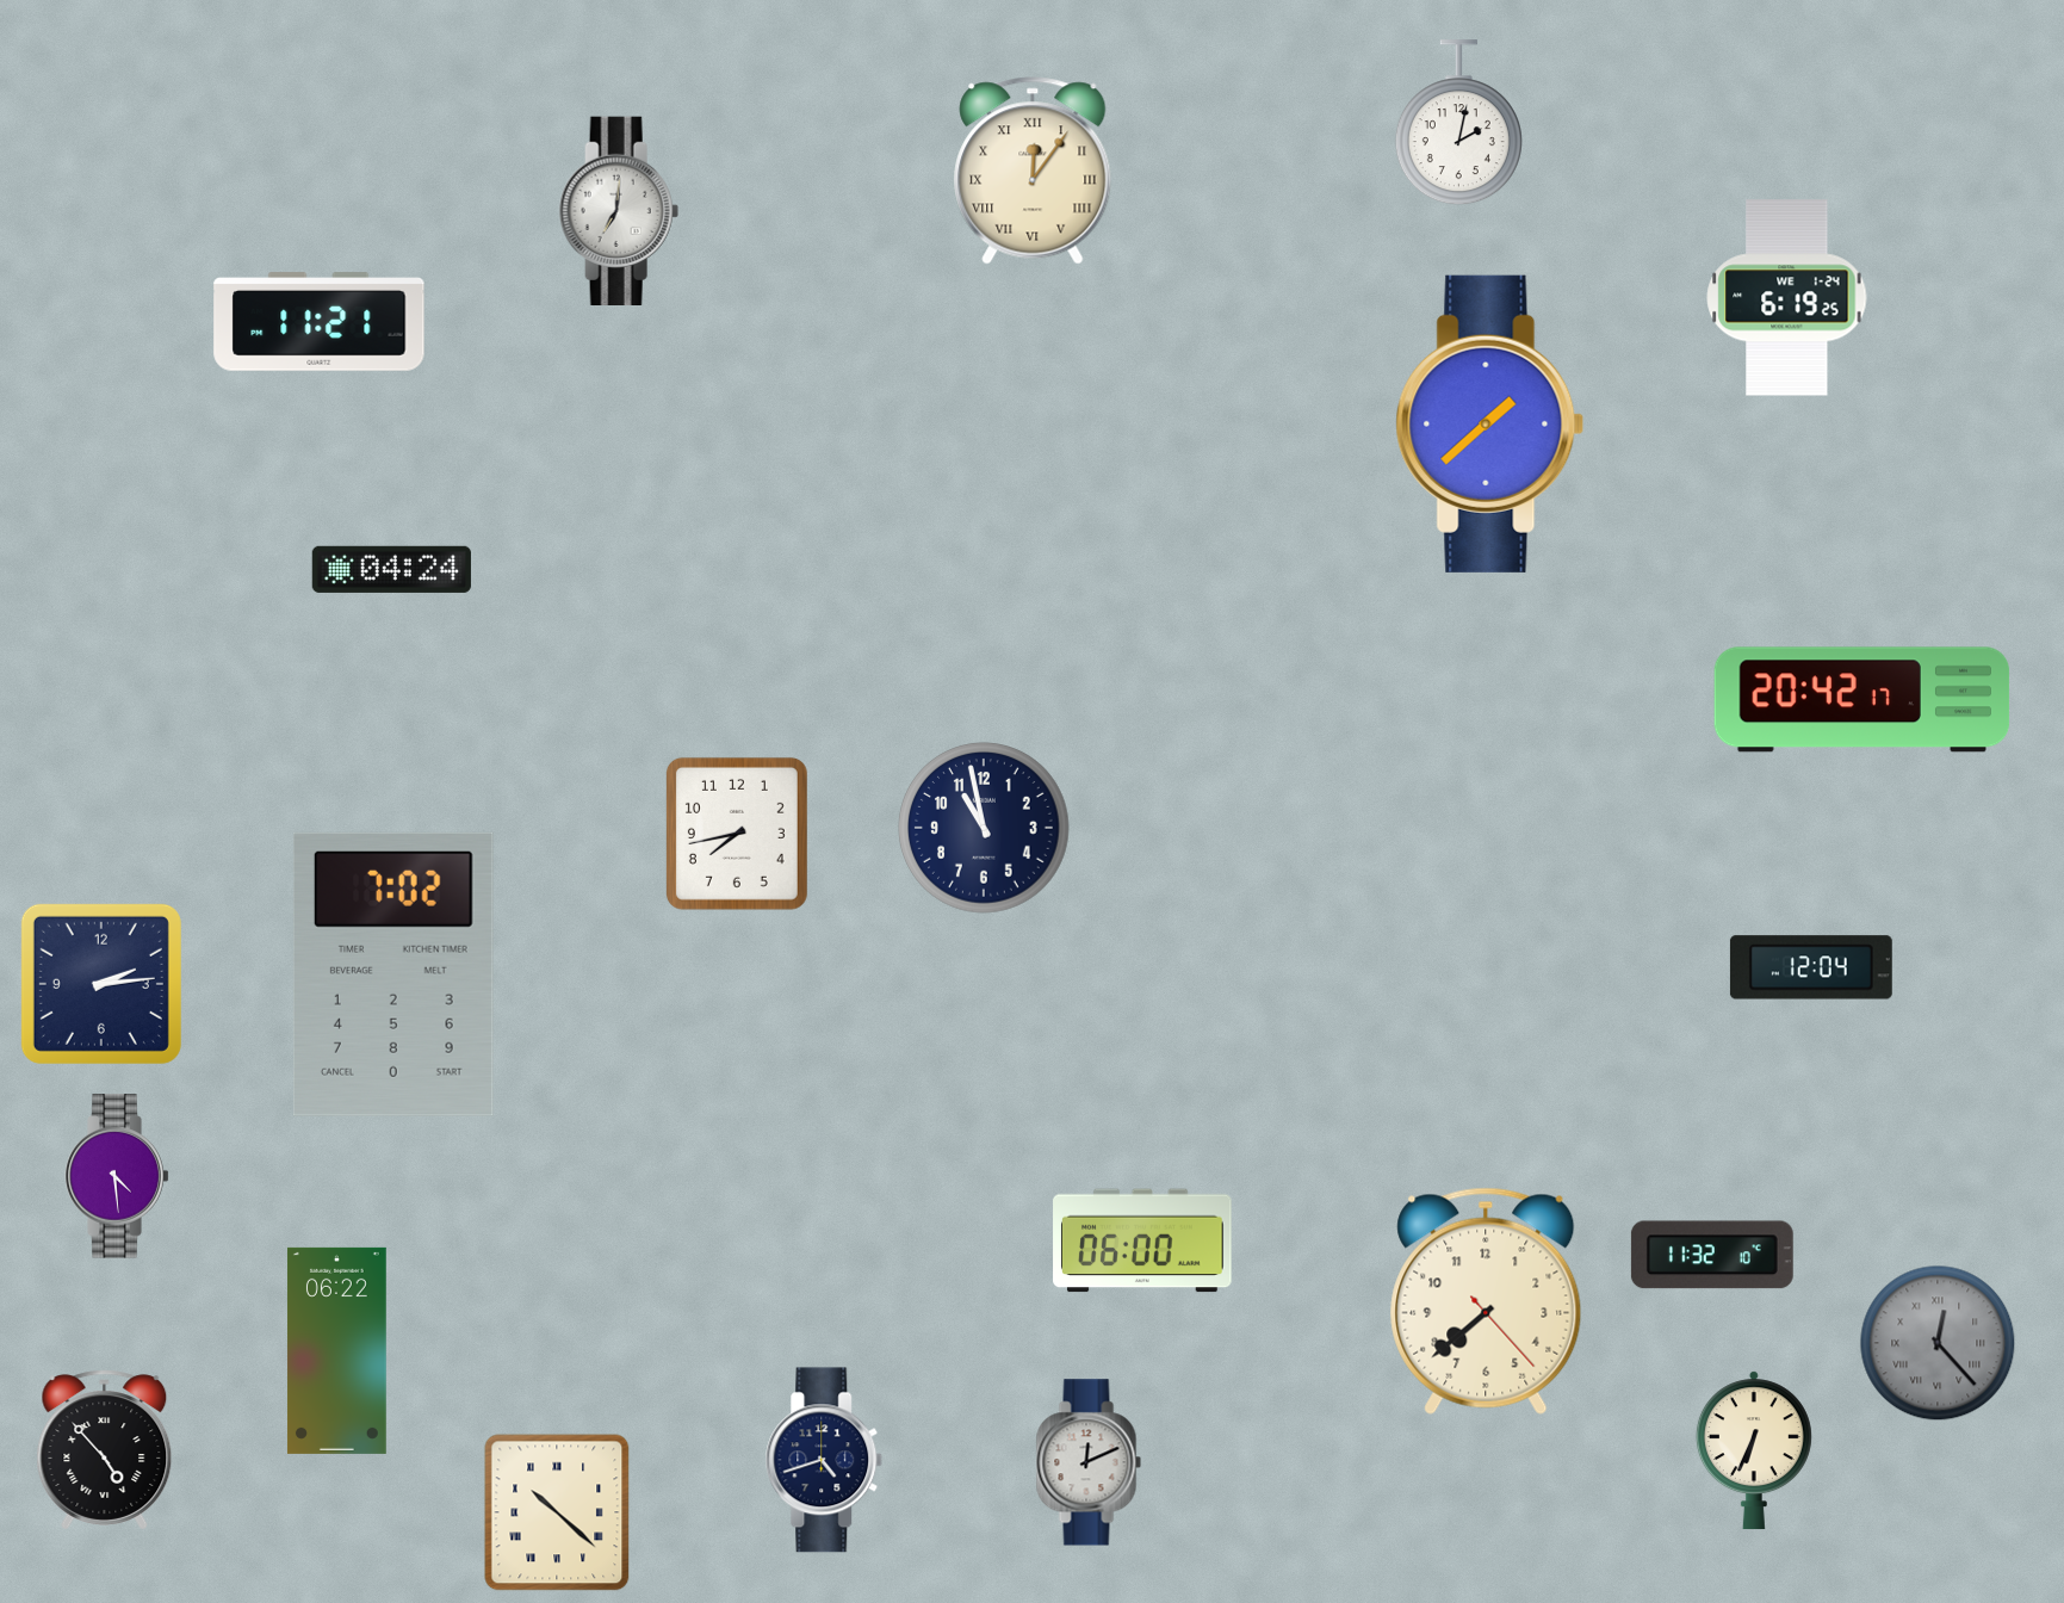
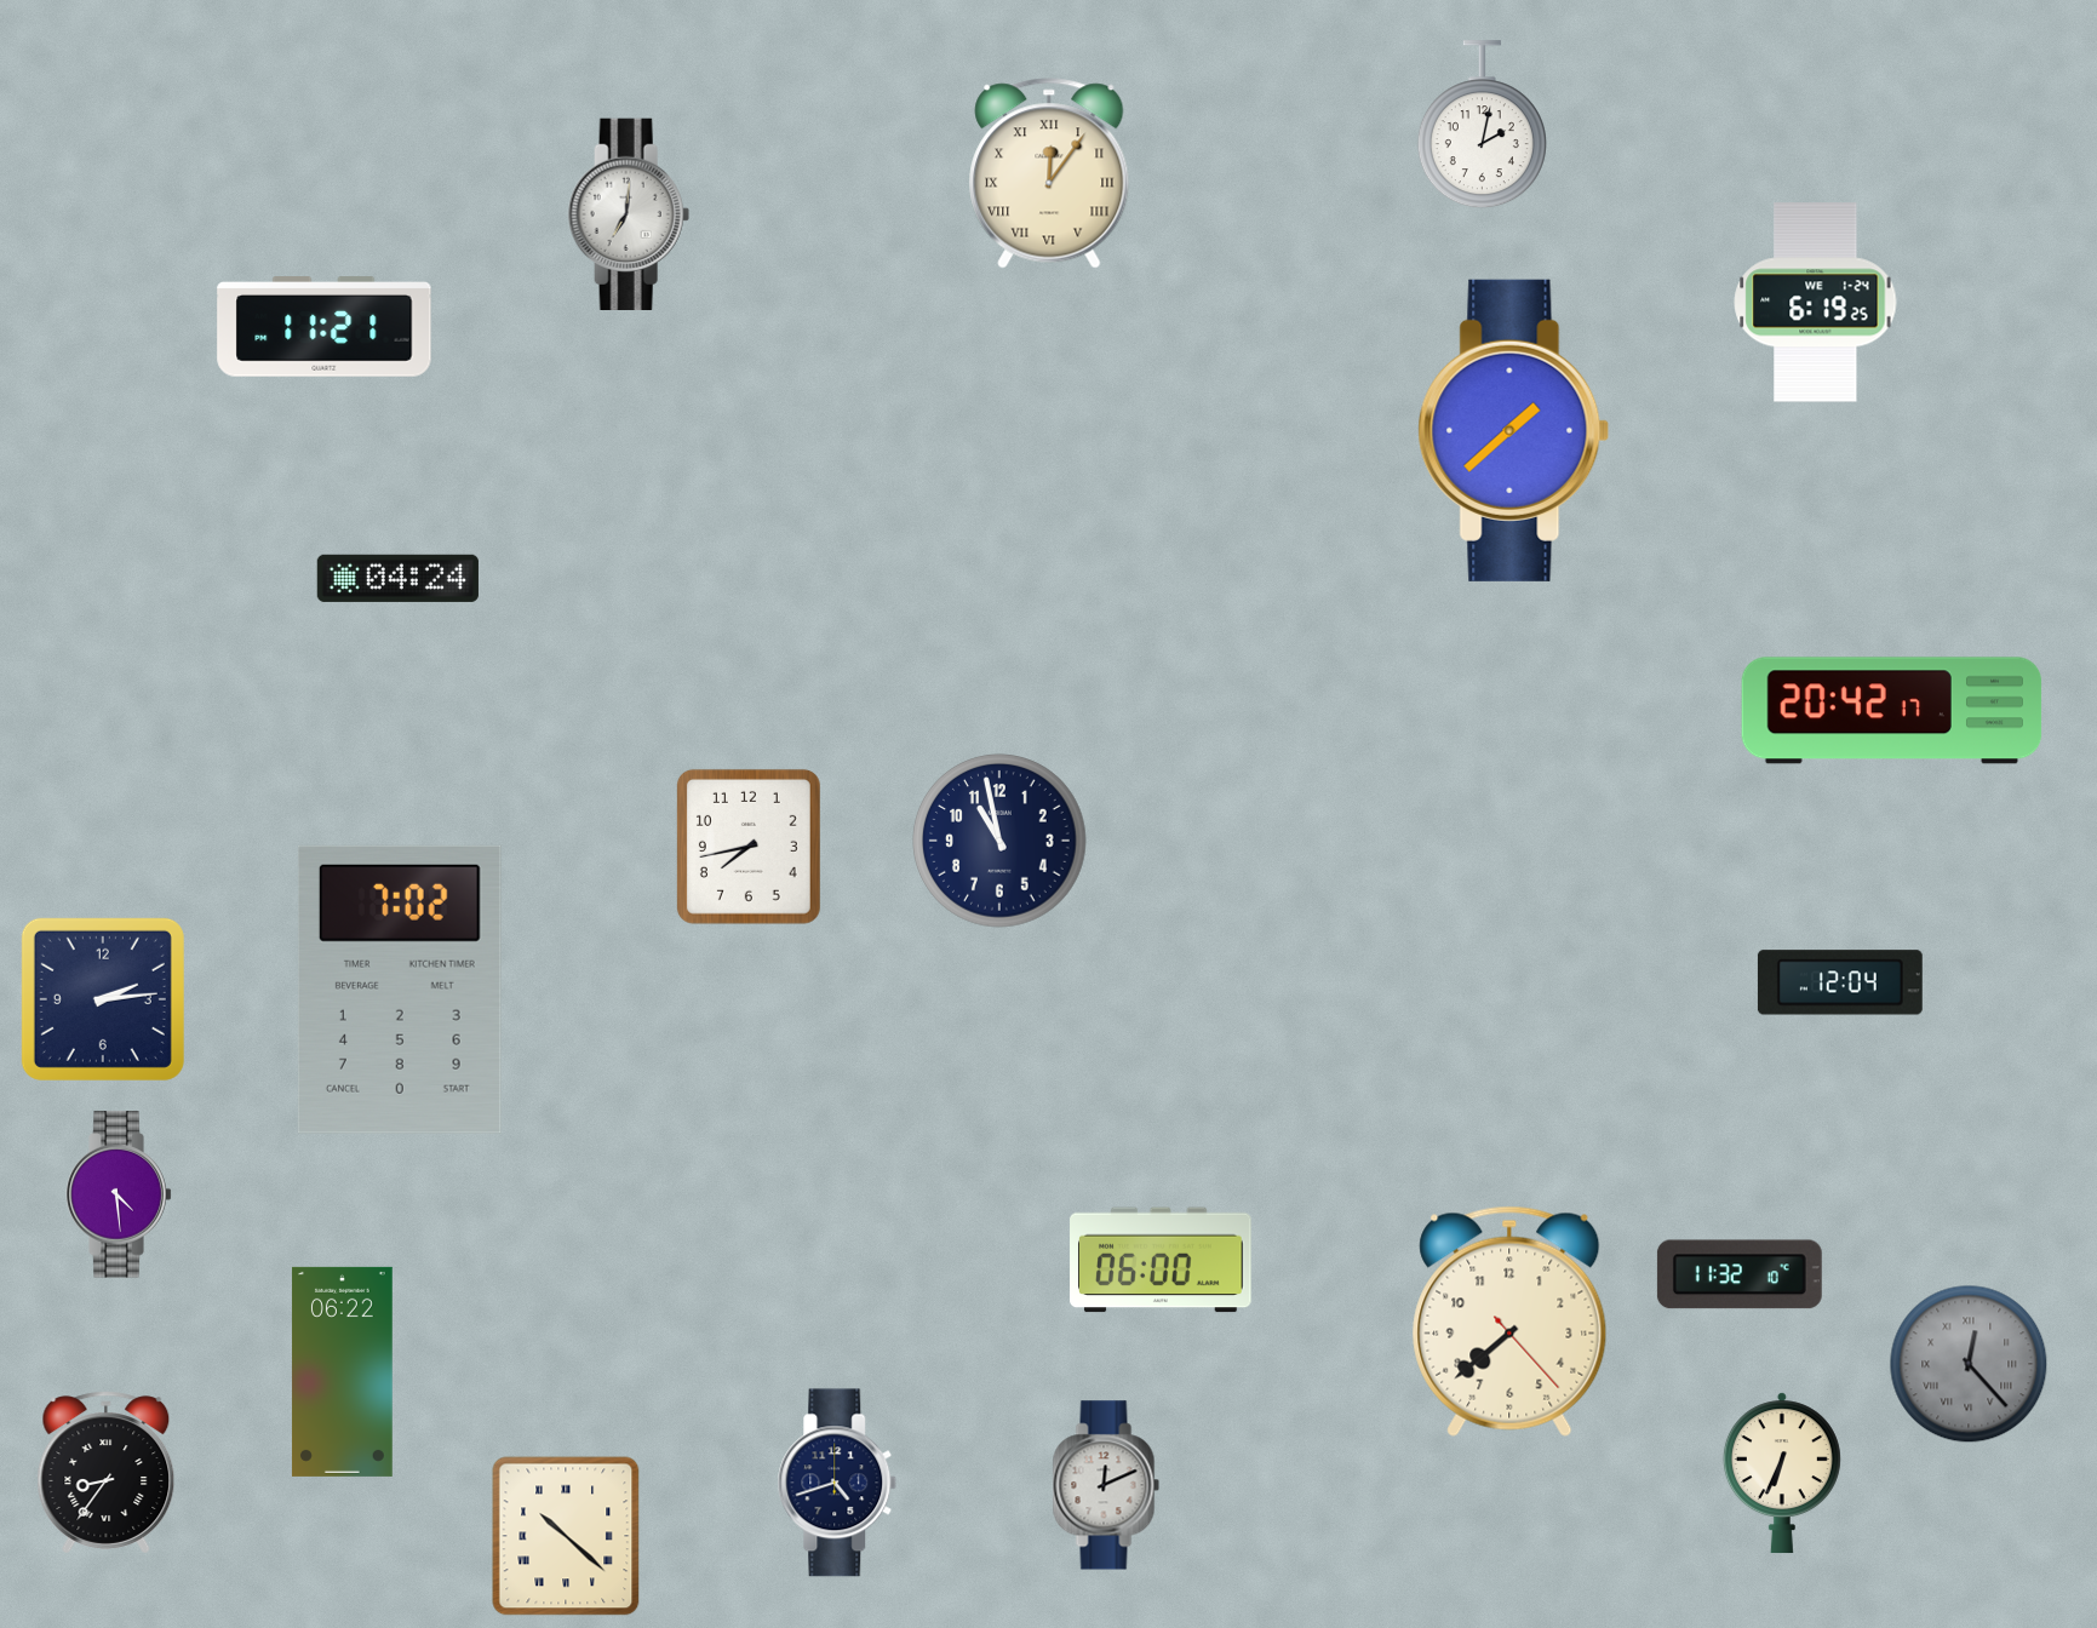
clock at (105, 1450): 4:53 -> 8:36
